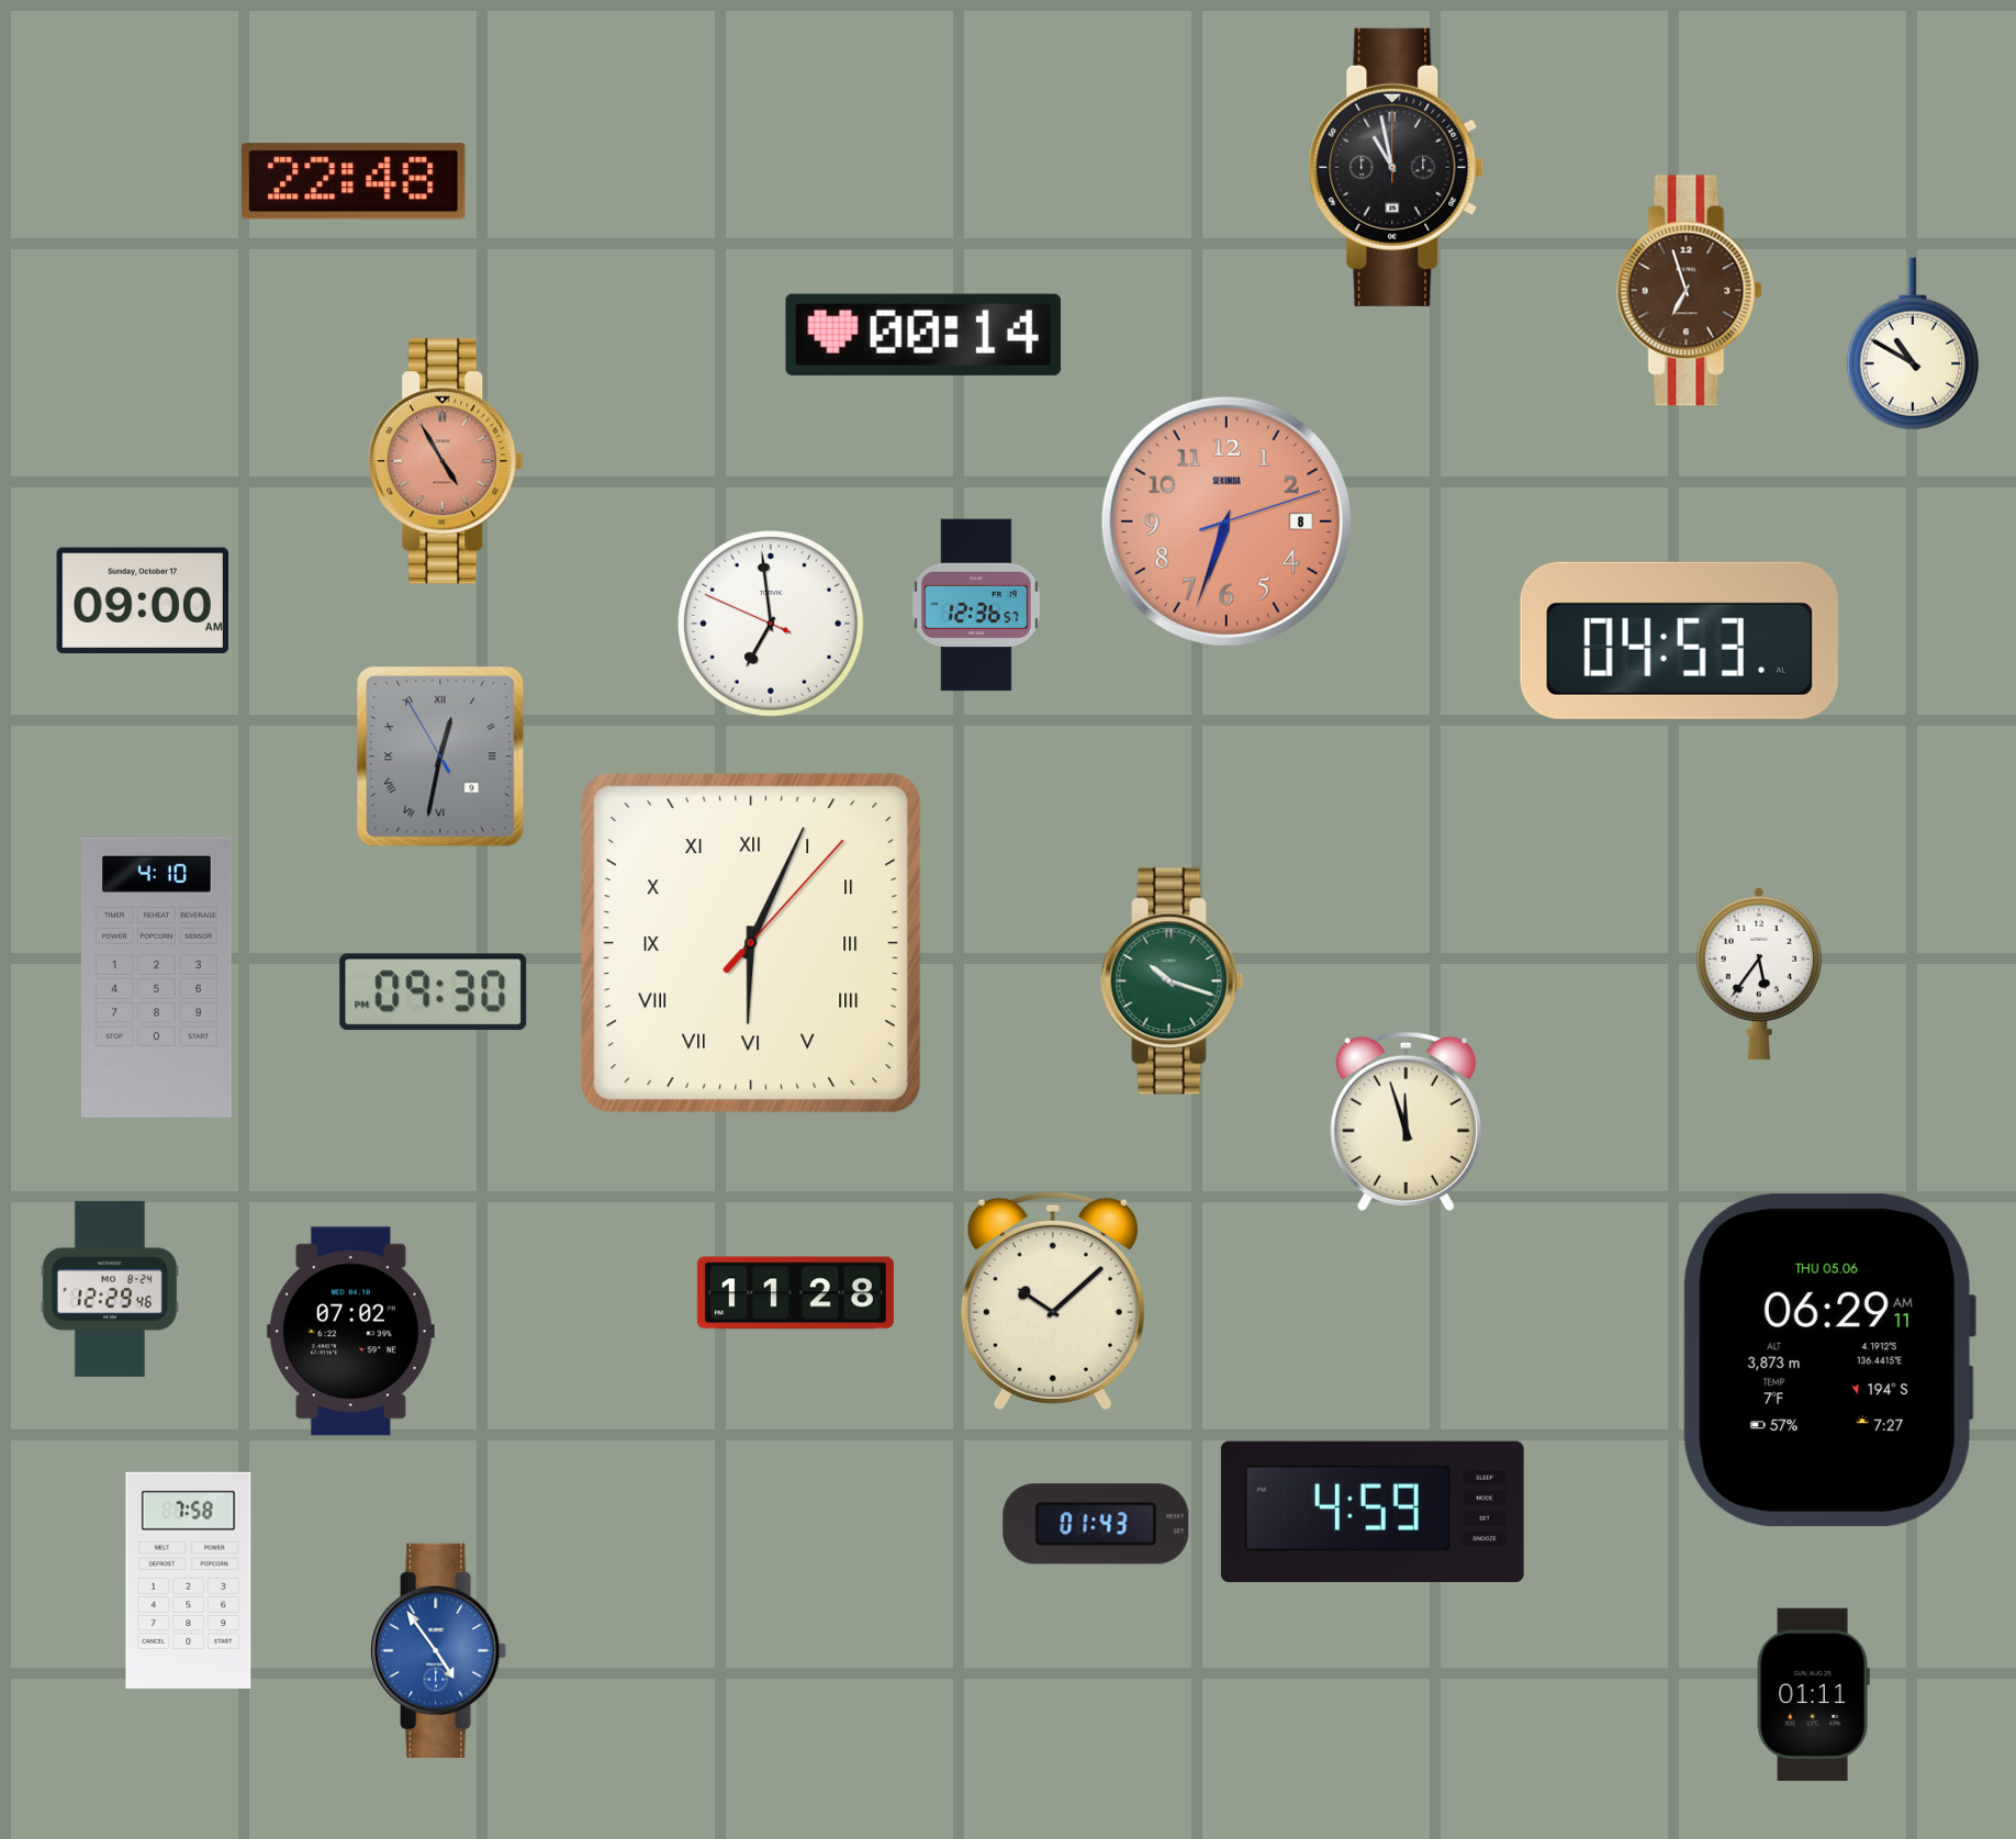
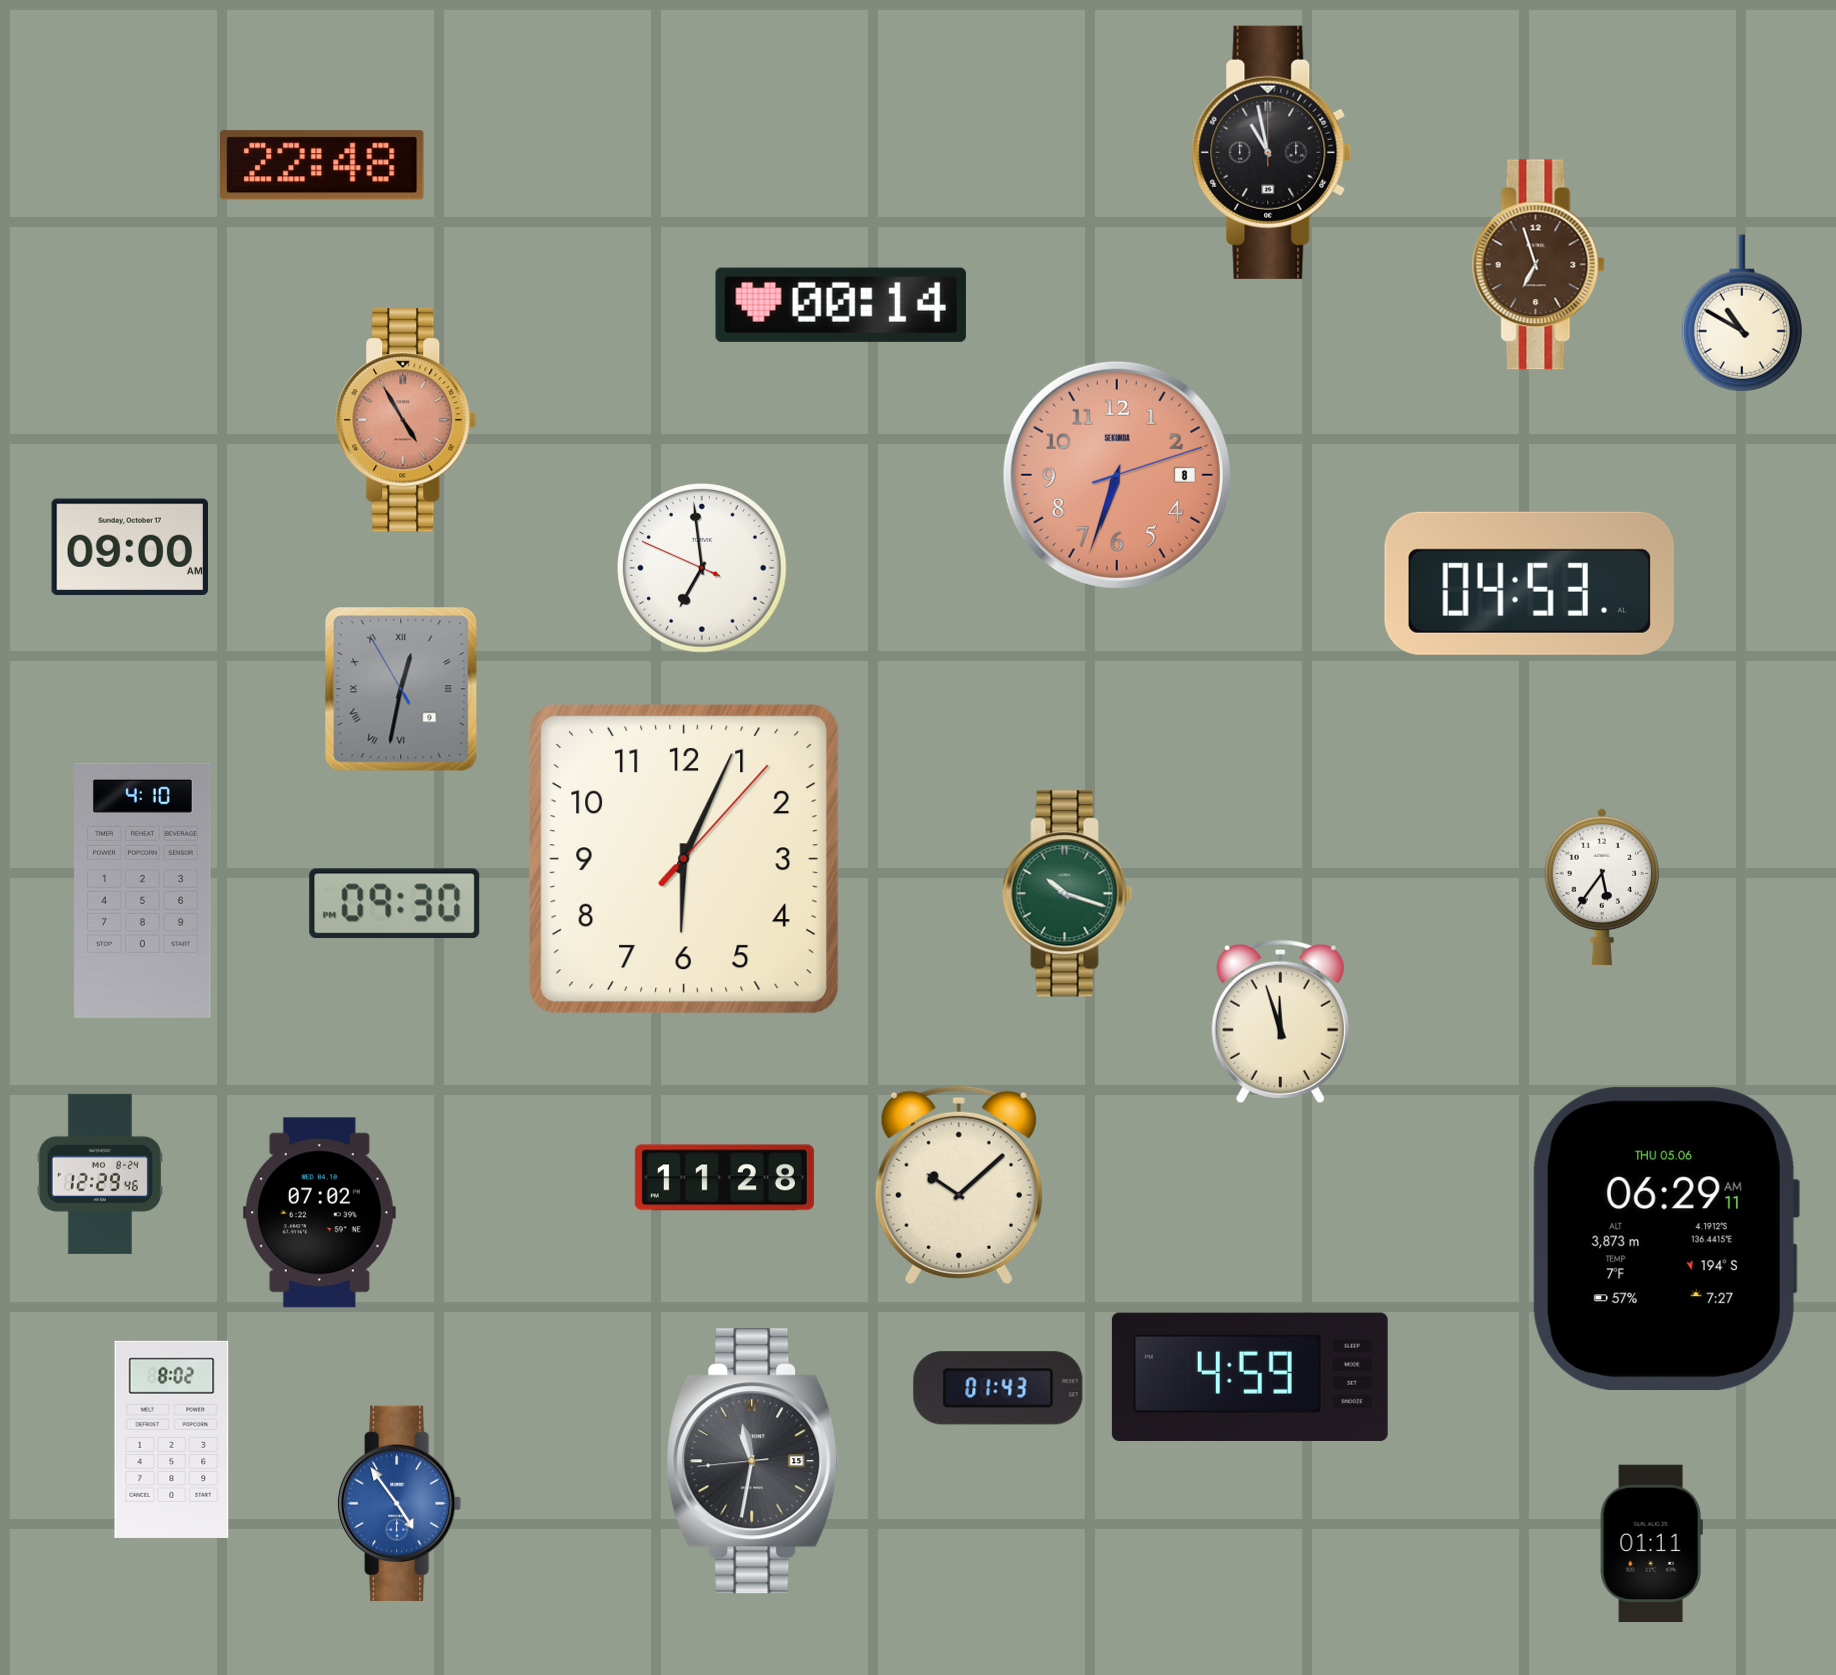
clock at (976, 605): 12:36 -> none
clock at (752, 944) numerals: Roman -> Arabic
clock at (189, 1580): 7:58 -> 8:02
clock at (753, 1461): none -> 11:31
